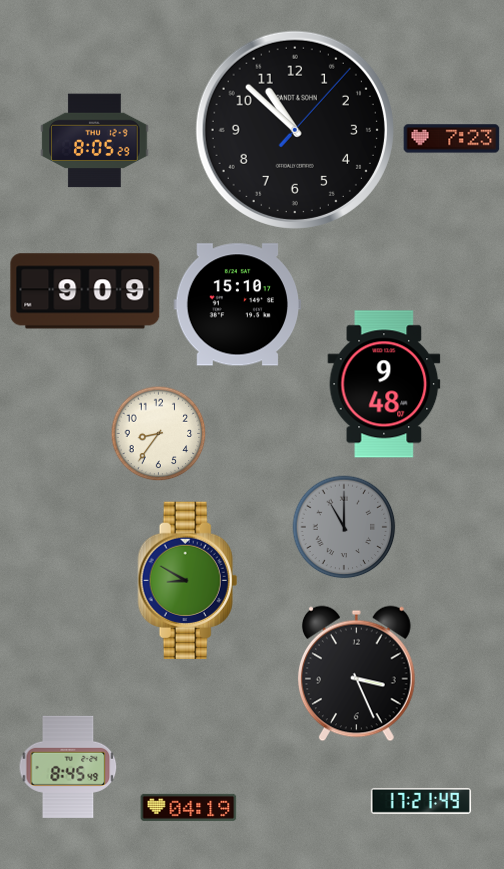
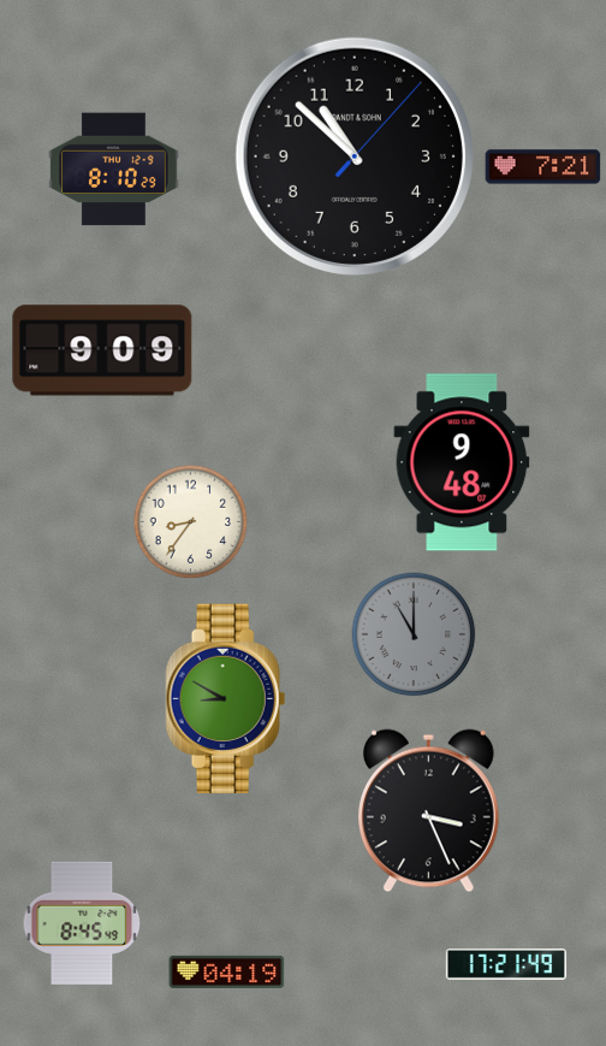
clock at (452, 139): 7:23 -> 7:21
clock at (95, 141): 8:05 -> 8:10
clock at (238, 305): 15:10 -> none
